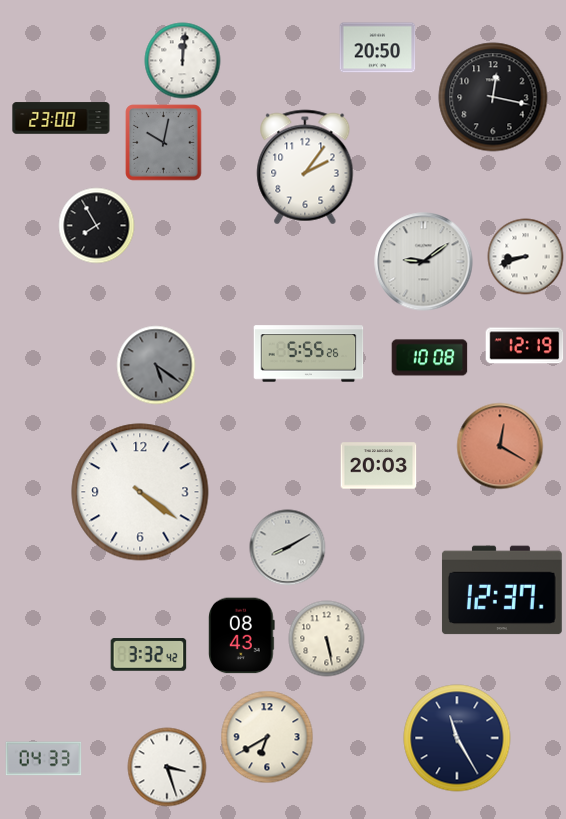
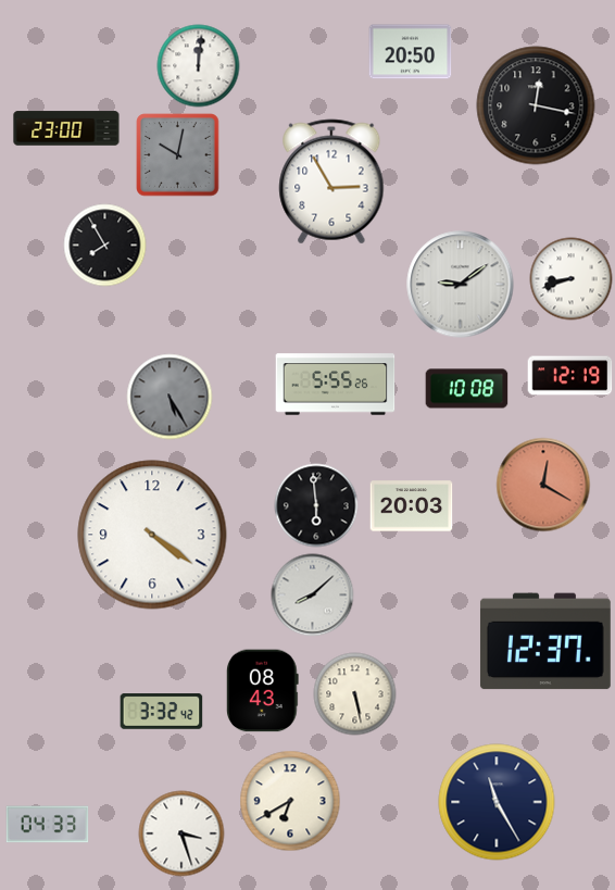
clock at (305, 167): 2:06 -> 2:55
clock at (156, 365): 5:21 -> 5:25
clock at (316, 505): none -> 5:59
clock at (288, 548): 8:10 -> 8:08
